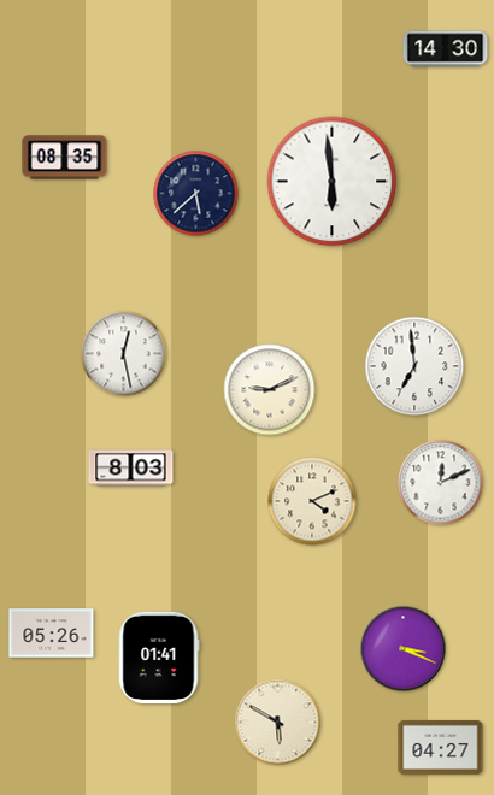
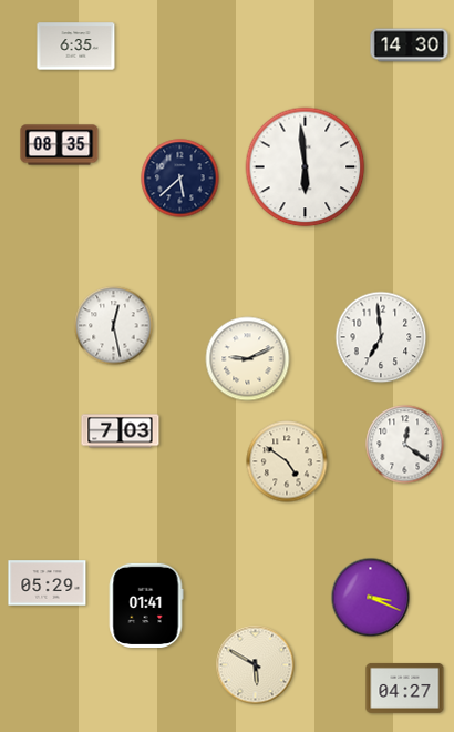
clock at (76, 47): none -> 6:35
clock at (131, 469): 8:03 -> 7:03
clock at (441, 483): 12:11 -> 12:21
clock at (312, 501): 4:11 -> 4:51
clock at (52, 634): 05:26 -> 05:29
